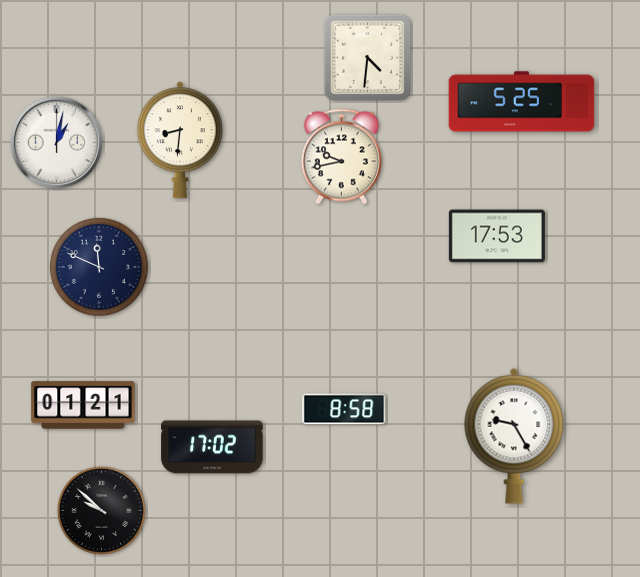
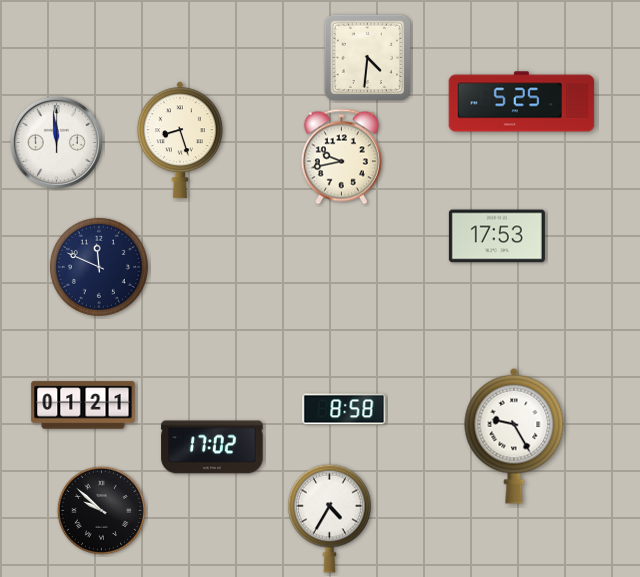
clock at (180, 140): 8:31 -> 8:27
clock at (56, 142): 1:02 -> 11:59
clock at (329, 518): none -> 4:35
